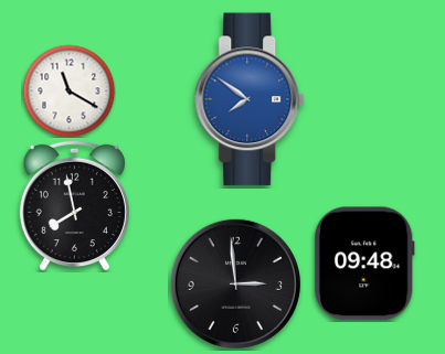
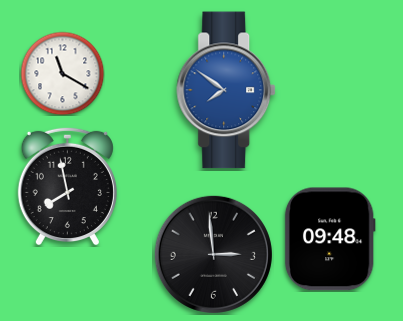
clock at (68, 90) position: (68, 90) -> (62, 73)
clock at (235, 283) position: (235, 283) -> (213, 254)
